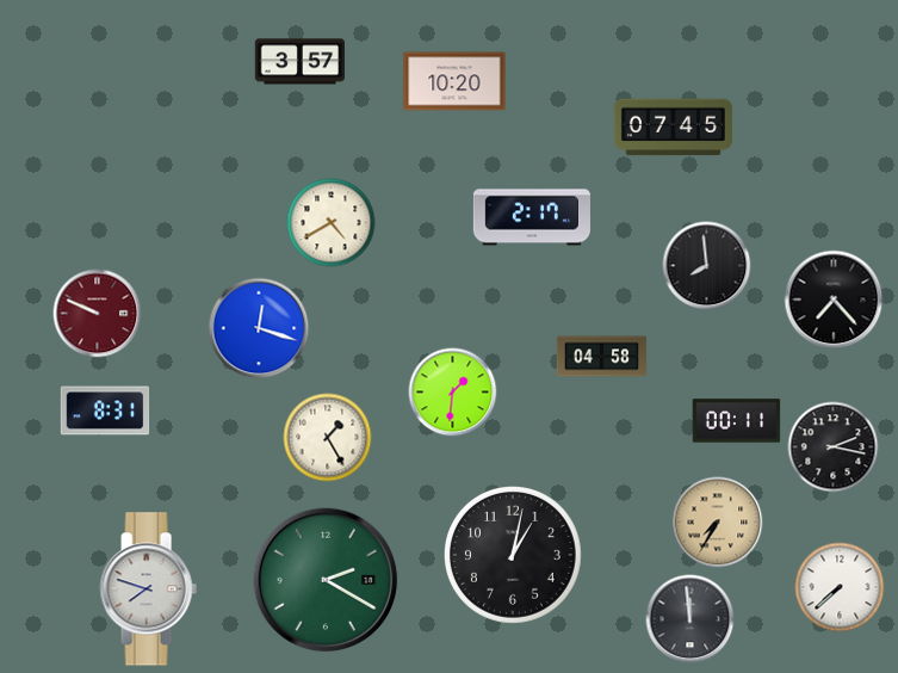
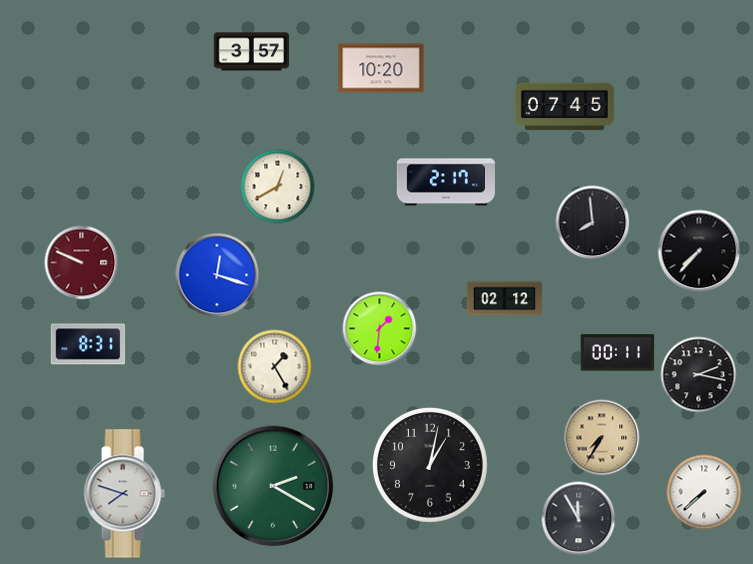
clock at (332, 223): 4:40 -> 12:40
clock at (834, 300): 7:23 -> 7:37
clock at (602, 357): 04:58 -> 02:12
clock at (690, 619): 11:59 -> 11:55
